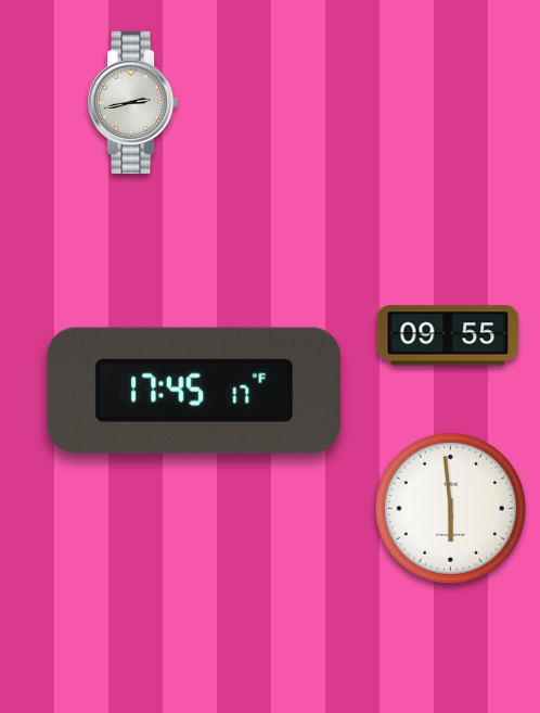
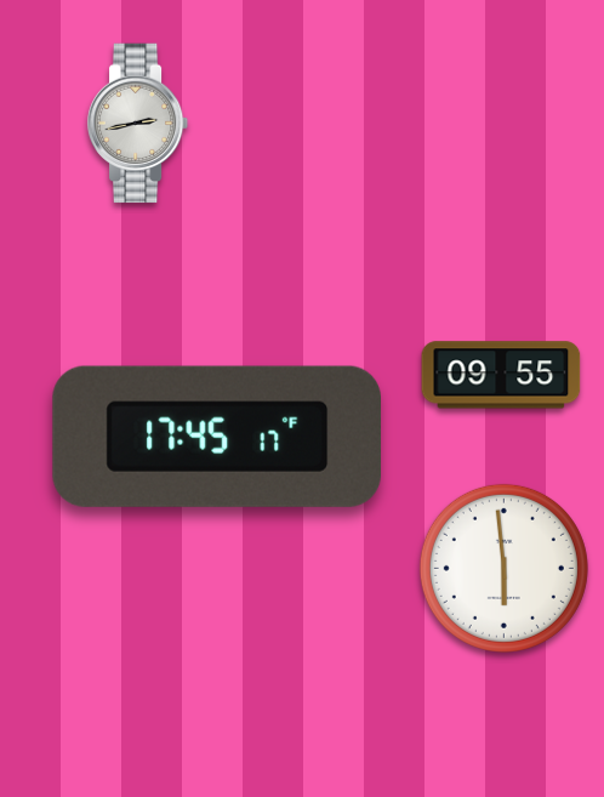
clock at (133, 103) position: (133, 103) -> (138, 124)
